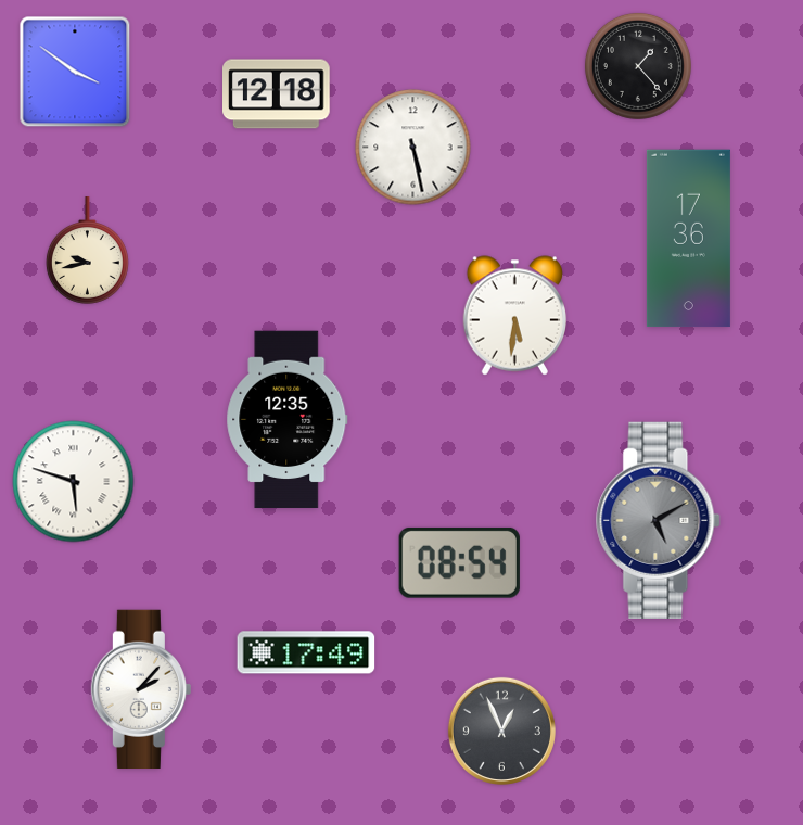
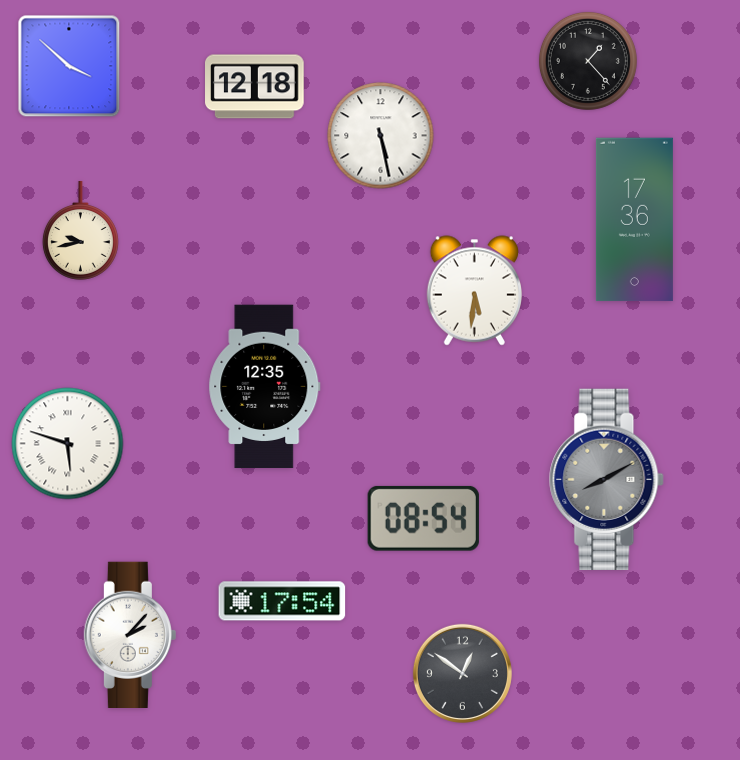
clock at (75, 72): 3:51 -> 3:52
clock at (659, 520): 5:10 -> 8:10
clock at (306, 652): 17:49 -> 17:54
clock at (501, 731): 12:56 -> 12:51
